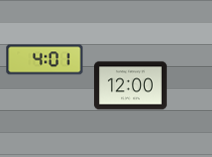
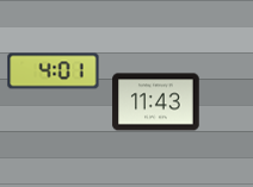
clock at (131, 86): 12:00 -> 11:43
